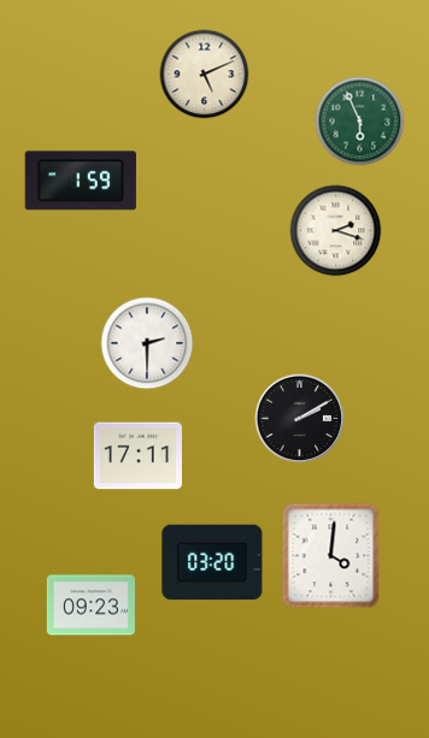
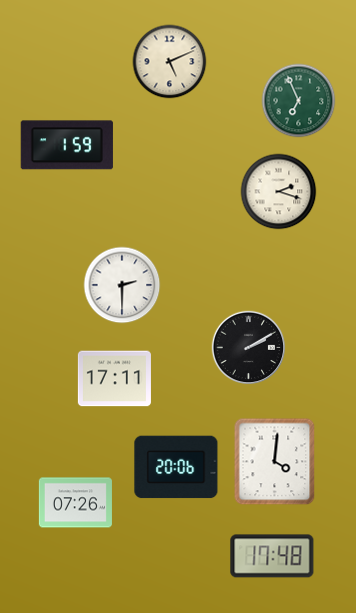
clock at (360, 122): 5:56 -> 6:56
clock at (81, 181) position: (81, 181) -> (67, 145)
clock at (212, 562): 03:20 -> 20:06
clock at (90, 606): 09:23 -> 07:26
clock at (272, 556): none -> 17:48
